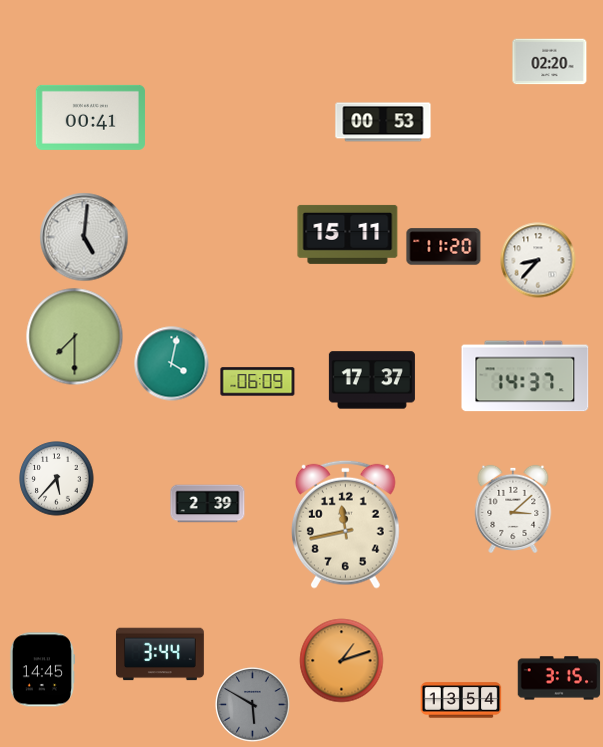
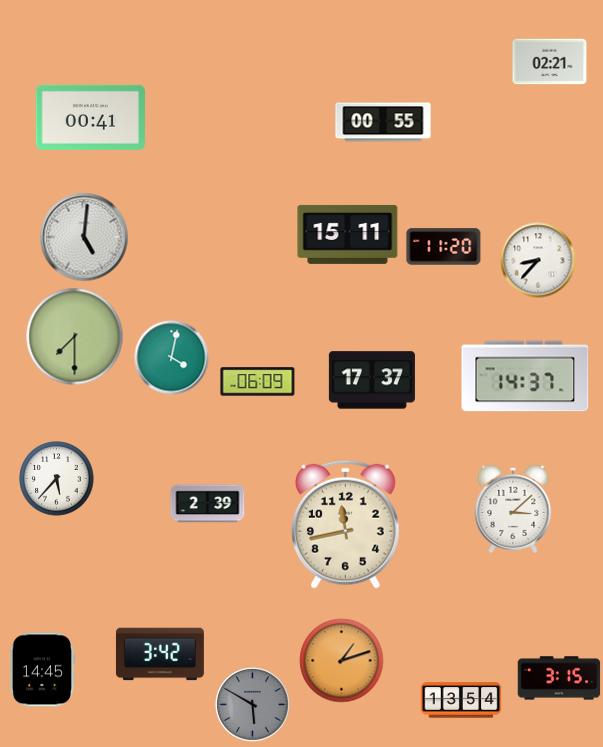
clock at (550, 62): 02:20 -> 02:21
clock at (383, 122): 00:53 -> 00:55
clock at (172, 364) position: (172, 364) -> (172, 358)
clock at (160, 654): 3:44 -> 3:42
